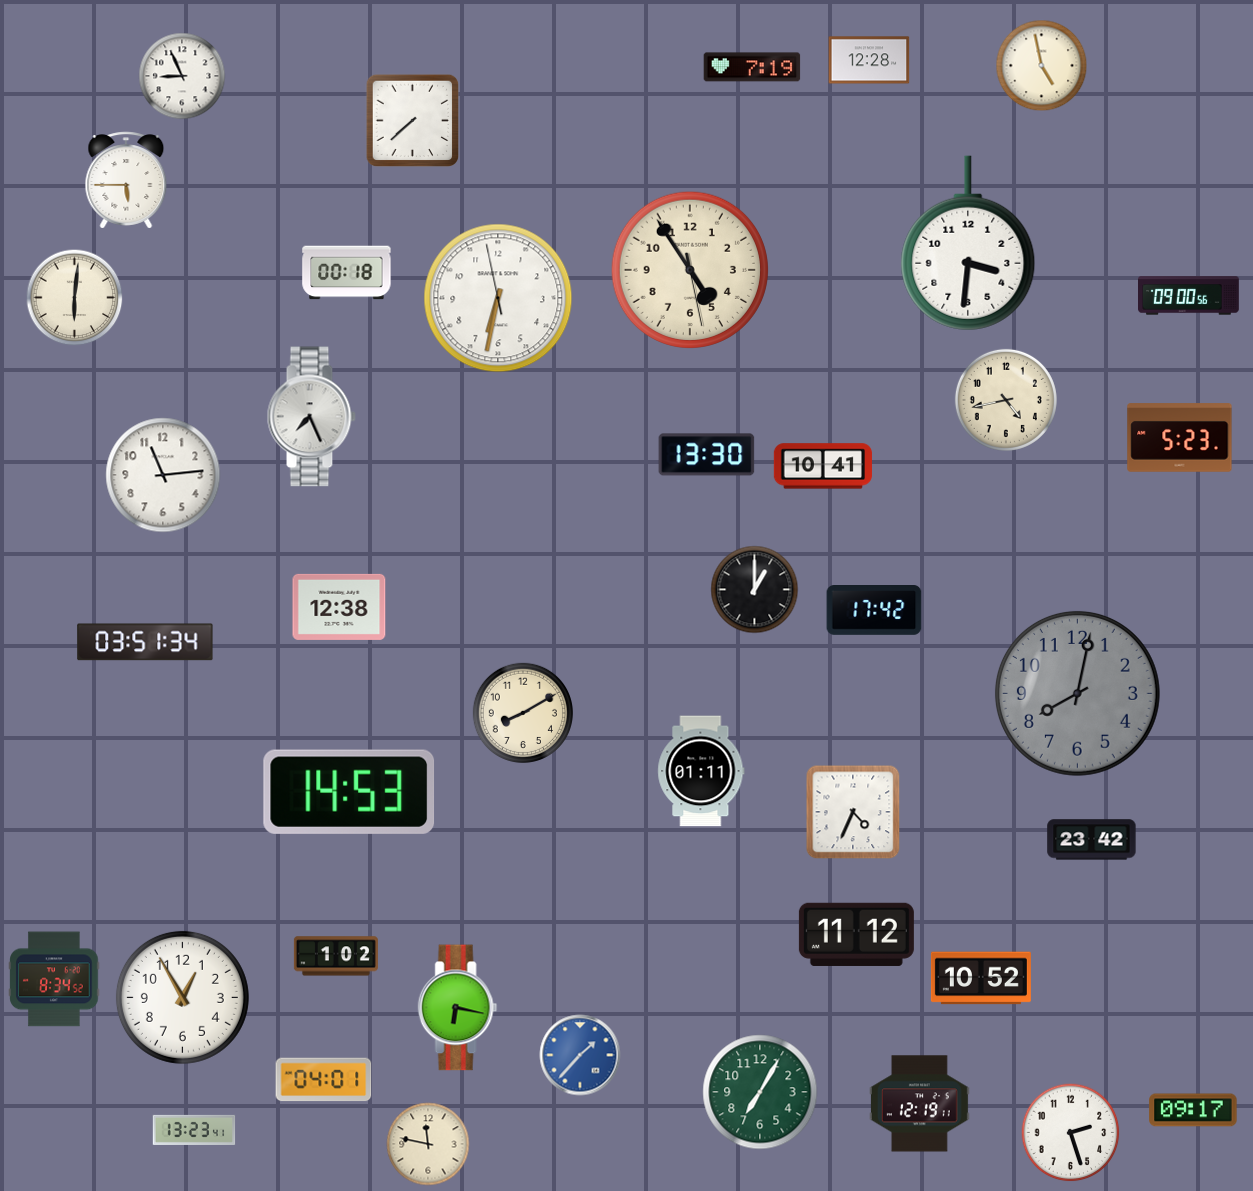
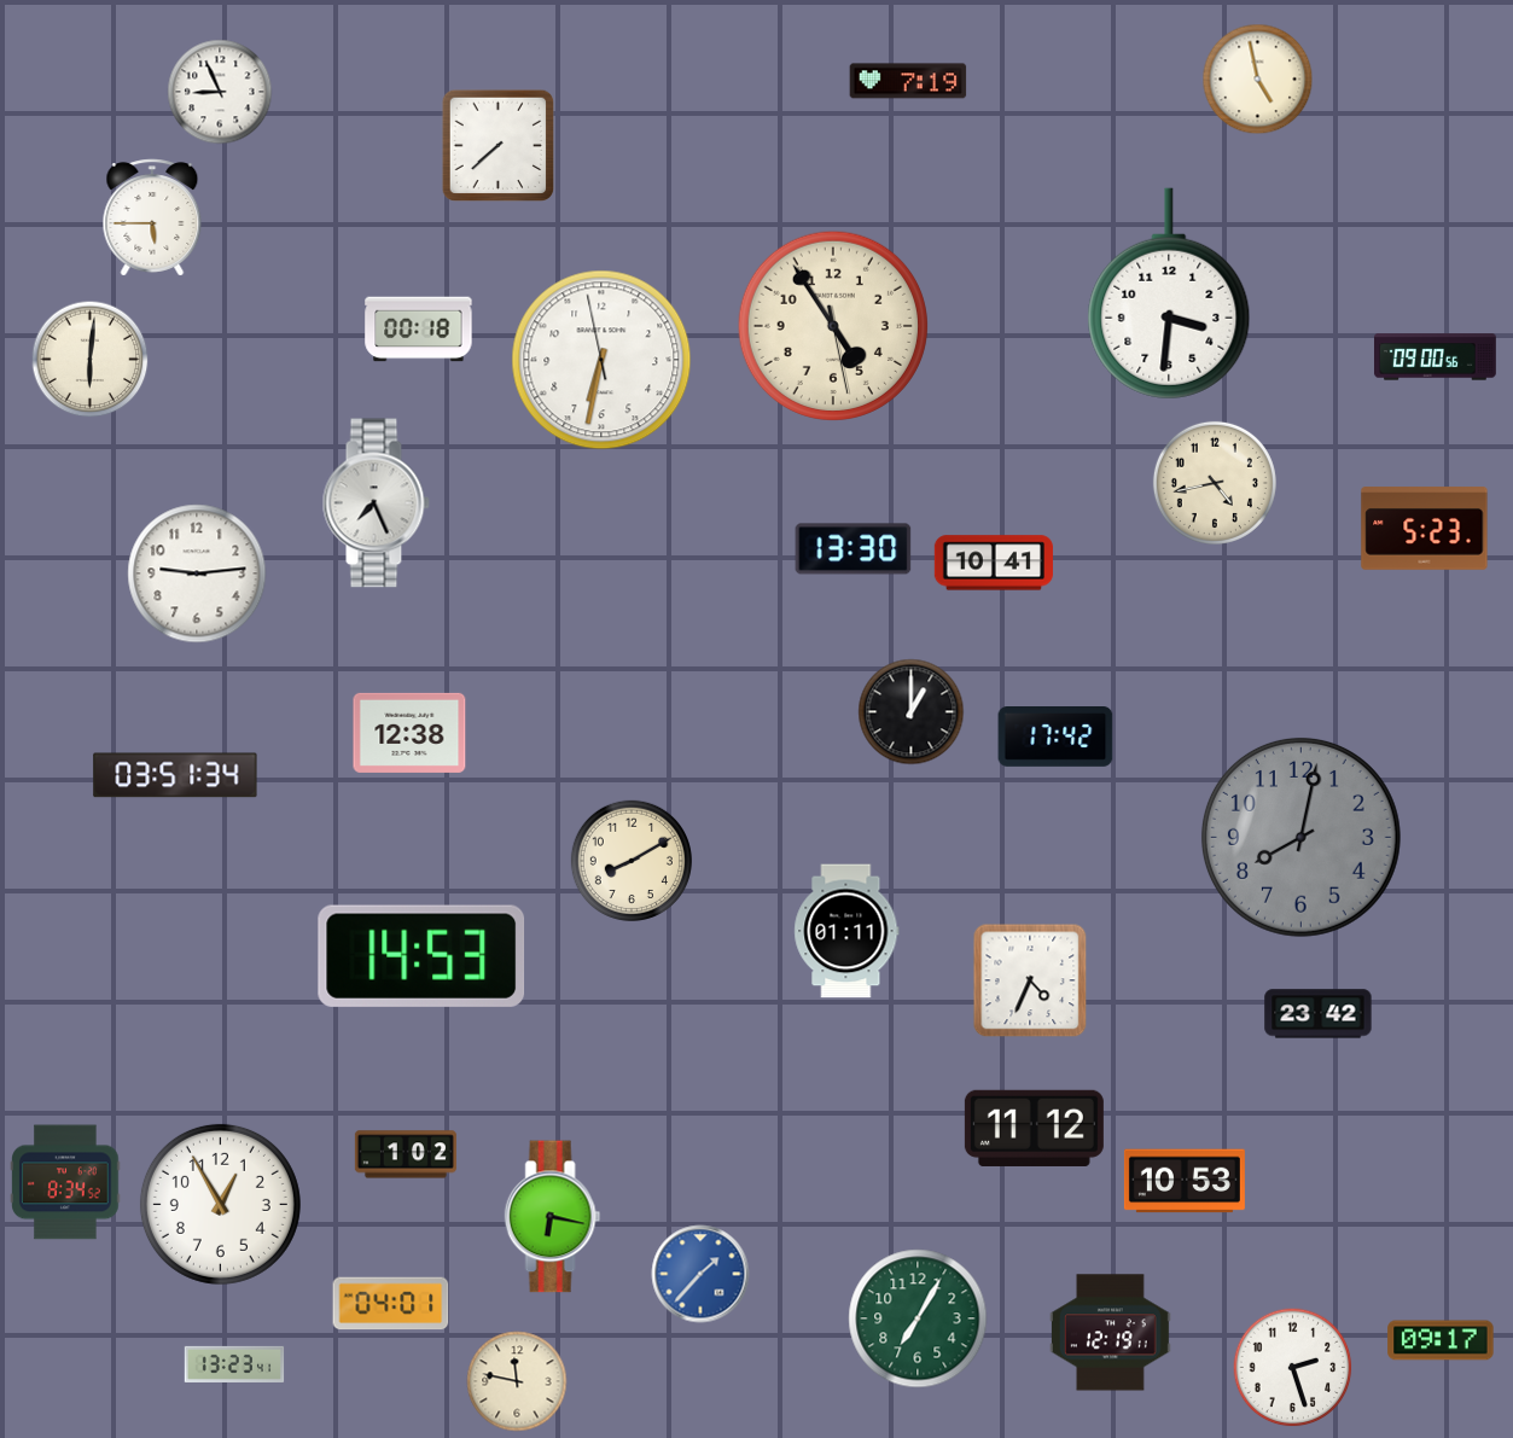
clock at (869, 60): 12:28 -> none
clock at (163, 475): 11:14 -> 9:14
clock at (981, 978): 10:52 -> 10:53
